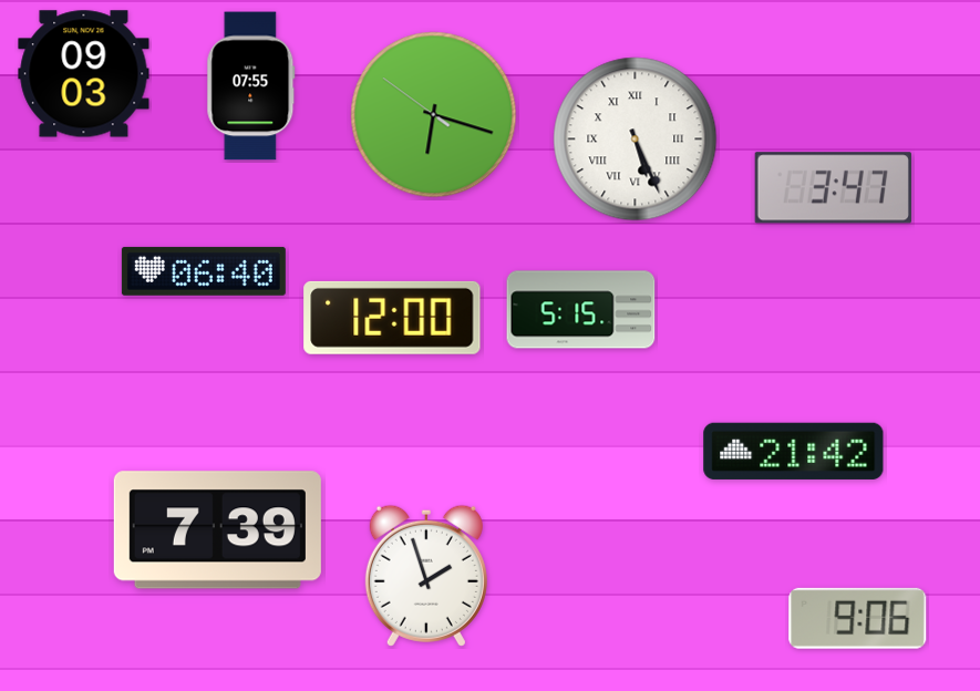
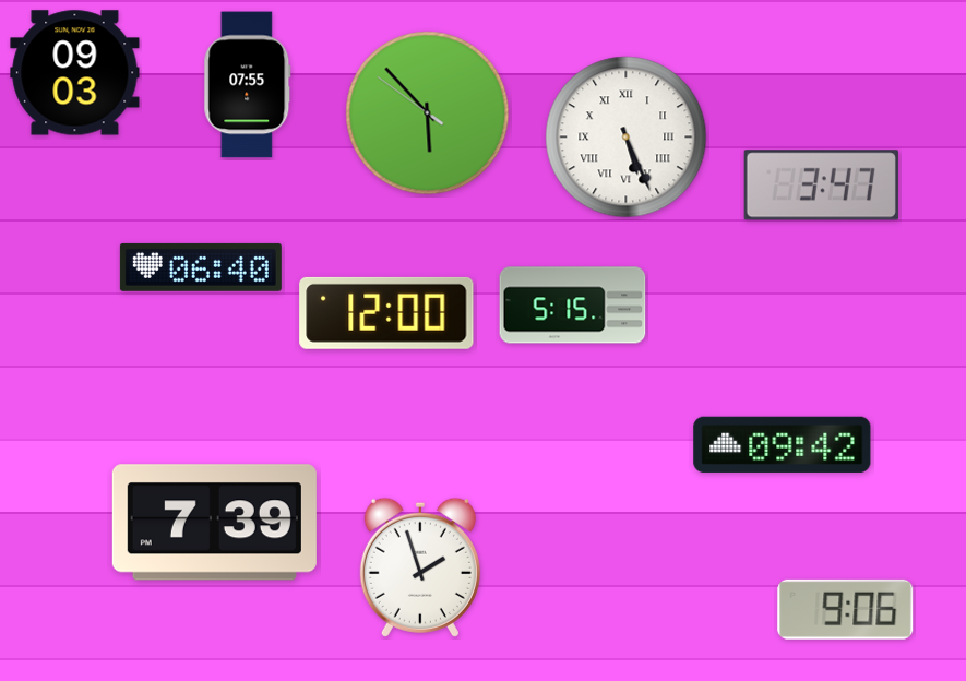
clock at (84, 74) position: (84, 74) -> (75, 73)
clock at (434, 115): 6:17 -> 5:52
clock at (794, 451): 21:42 -> 09:42
